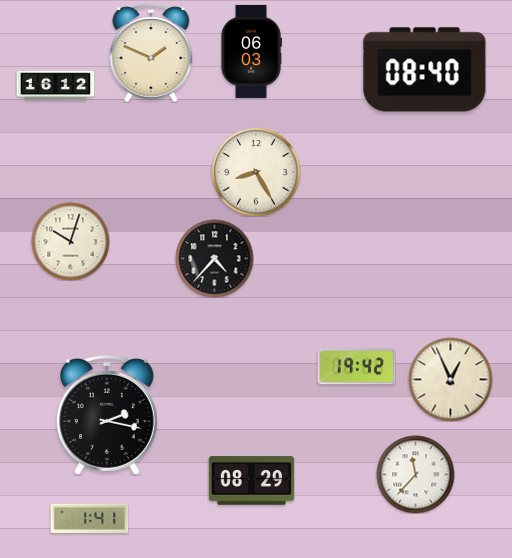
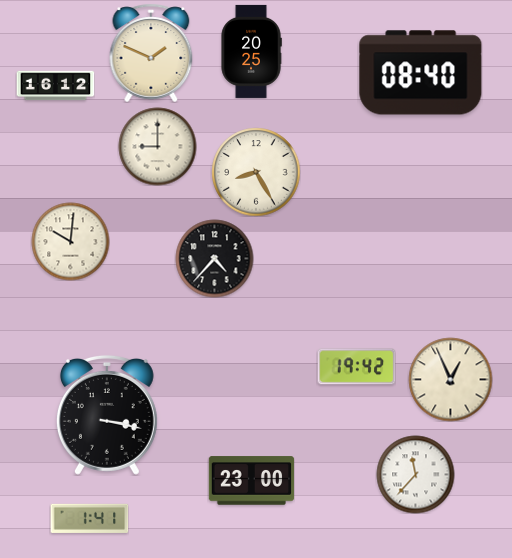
clock at (251, 51): 06:03 -> 20:25
clock at (425, 70) position: (425, 70) -> (421, 73)
clock at (157, 146): none -> 9:00
clock at (70, 241): 10:03 -> 10:01
clock at (107, 415): 2:17 -> 3:17
clock at (251, 481): 08:29 -> 23:00
